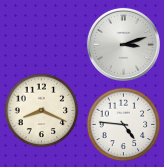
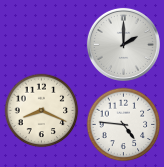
clock at (123, 44): 3:12 -> 2:00
